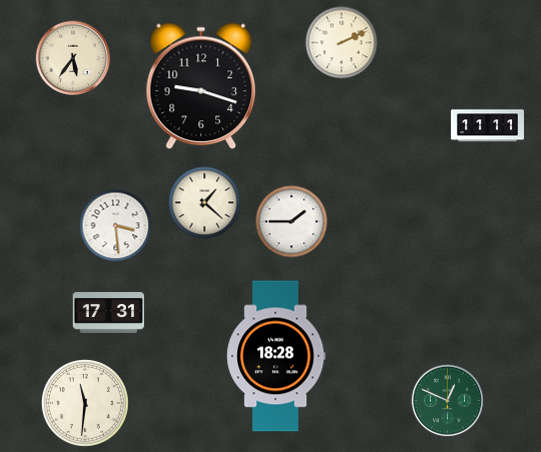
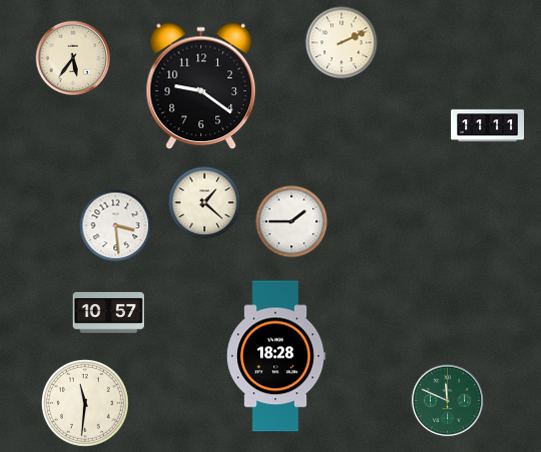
clock at (201, 86): 9:18 -> 9:21
clock at (109, 313): 17:31 -> 10:57
clock at (448, 401): 12:49 -> 11:49
